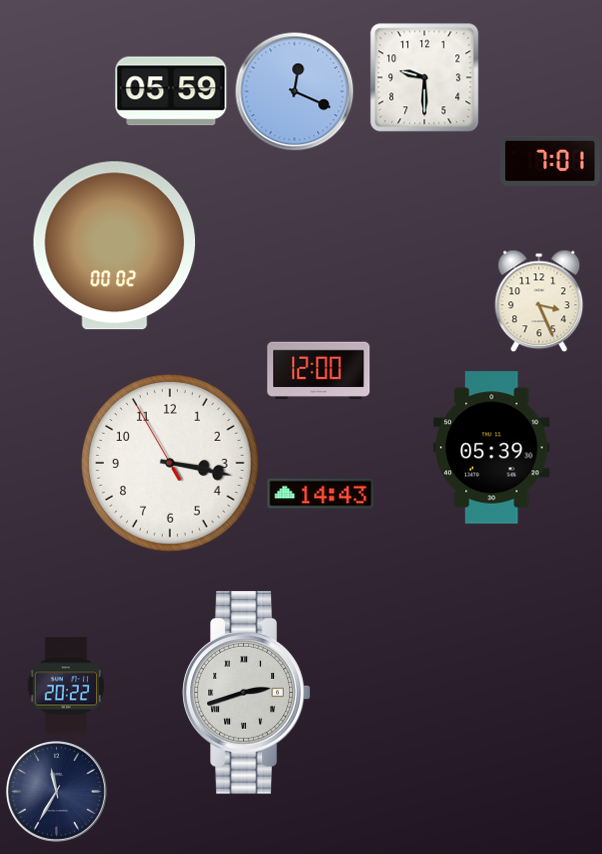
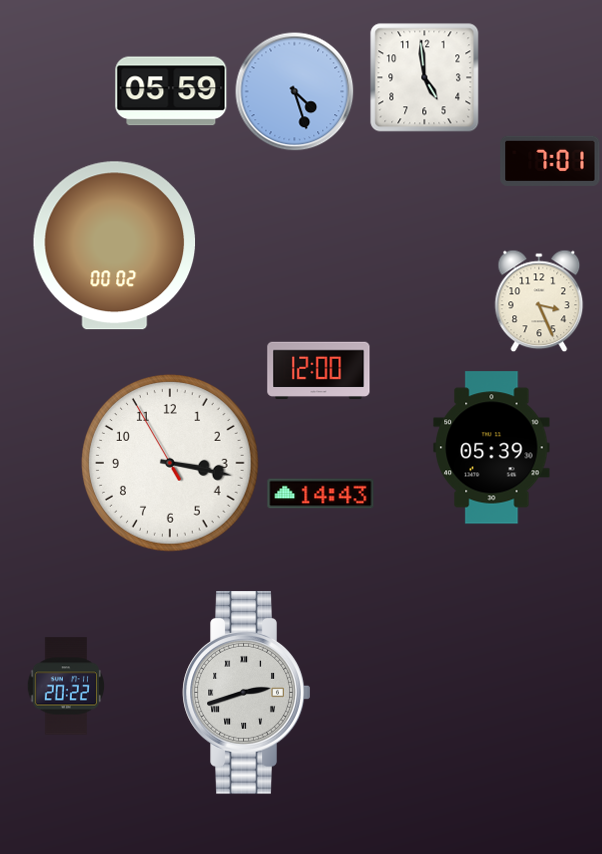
clock at (425, 78): 9:30 -> 4:59
clock at (295, 92): 12:19 -> 4:27
clock at (56, 791): 11:35 -> none
